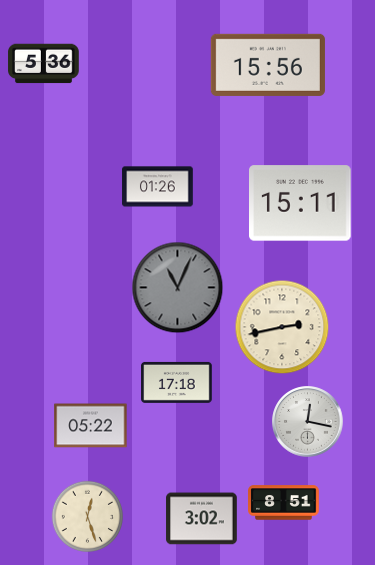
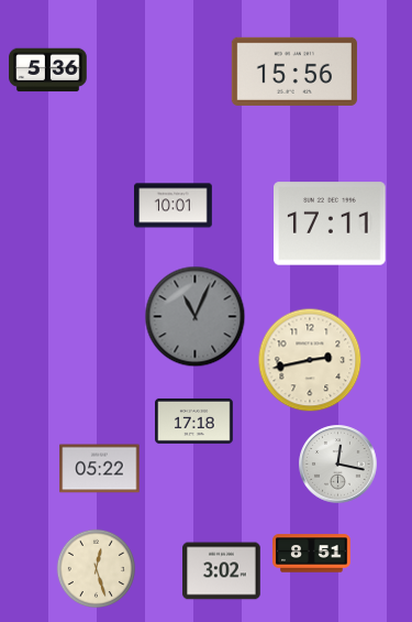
clock at (158, 187): 01:26 -> 10:01
clock at (301, 203): 15:11 -> 17:11
